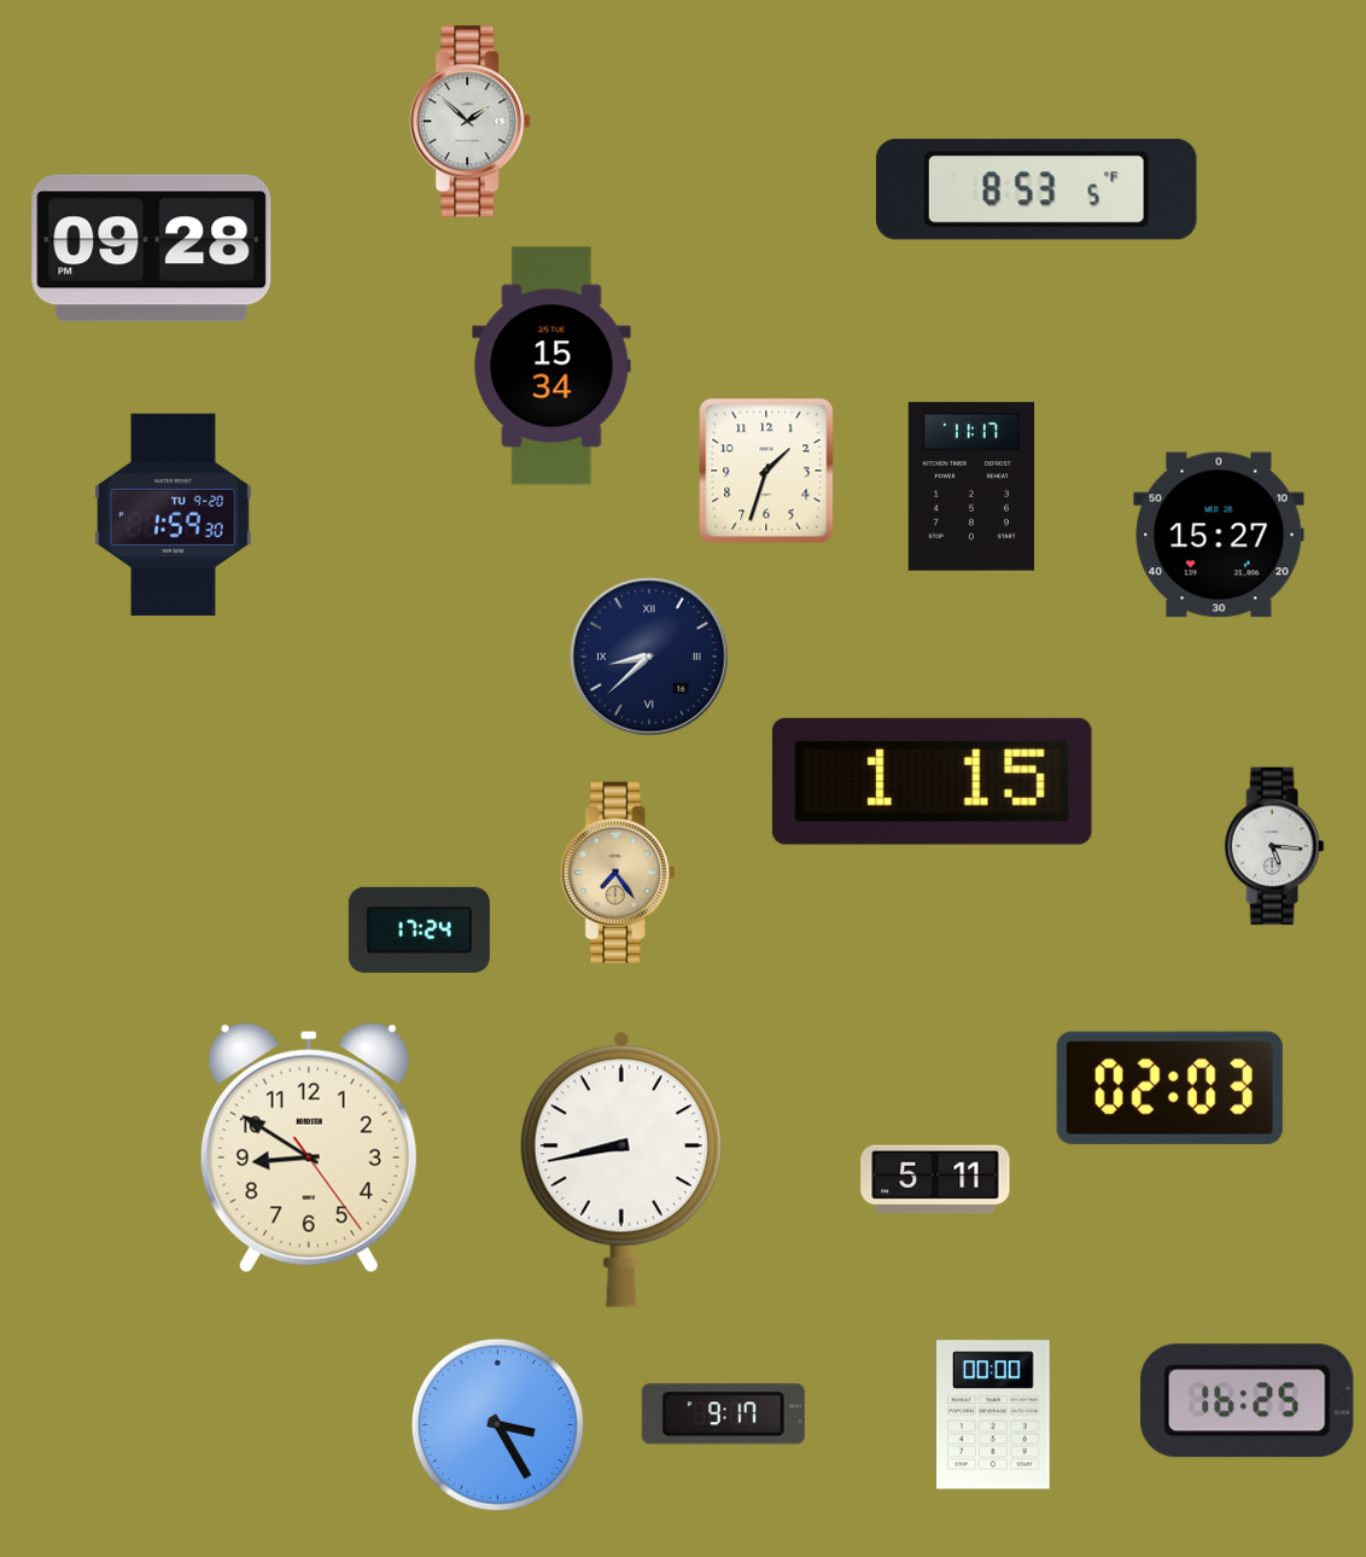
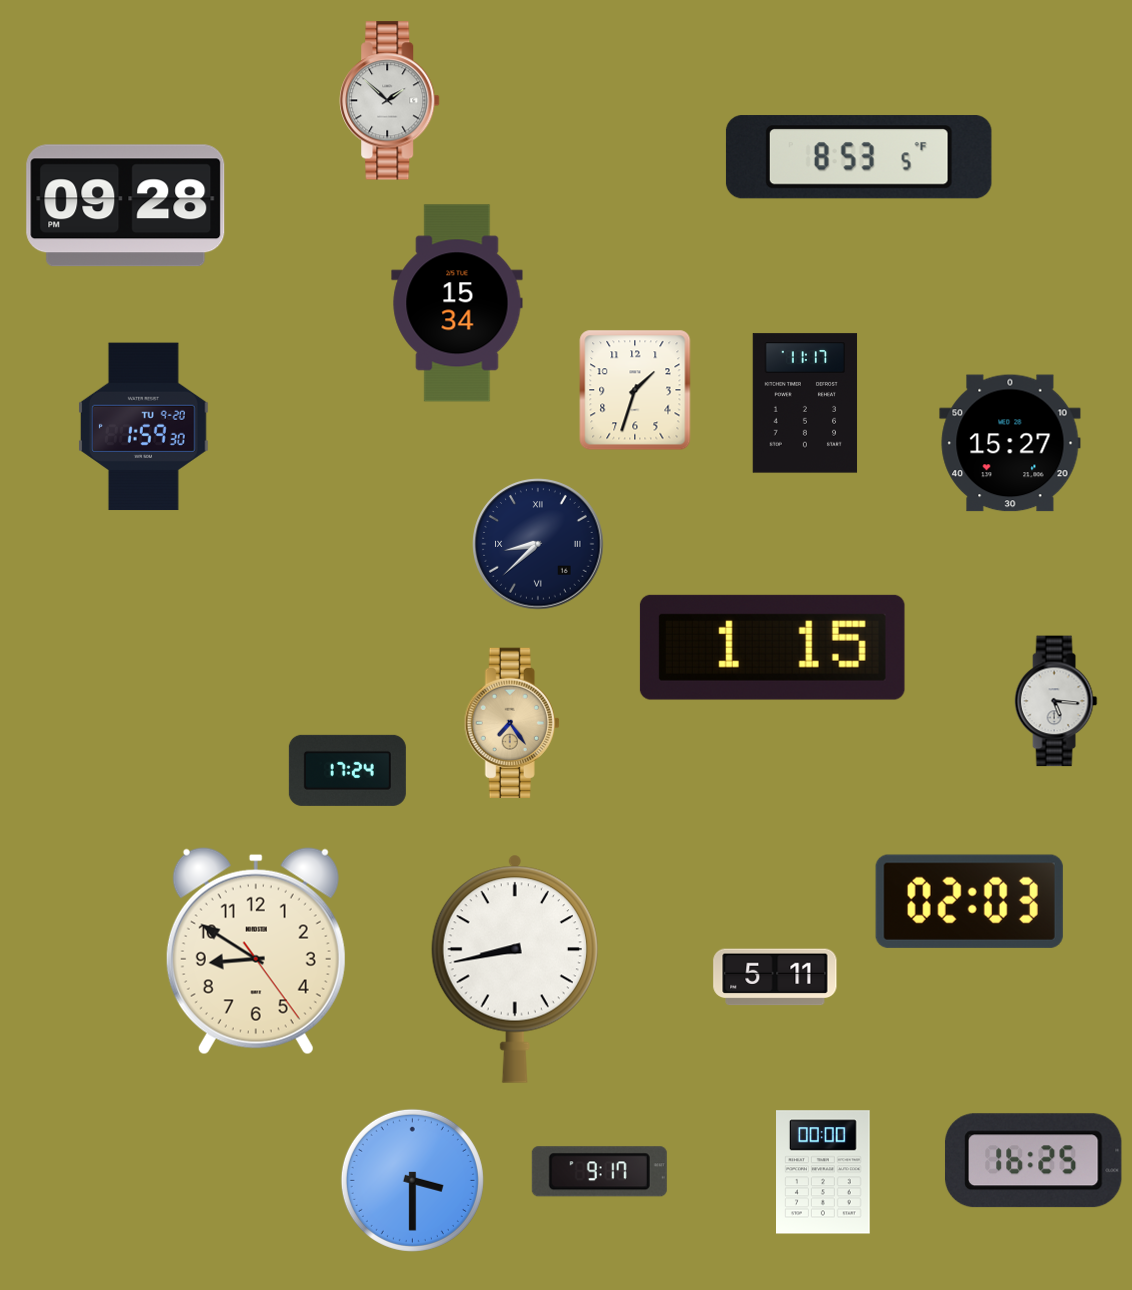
clock at (497, 1424): 3:25 -> 3:30
